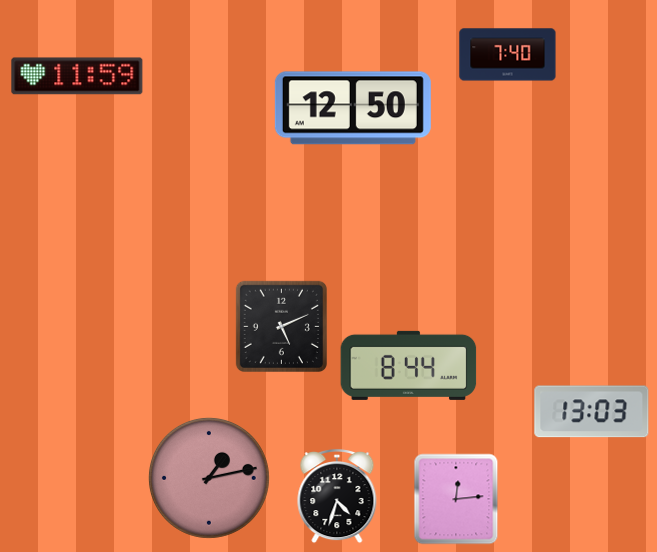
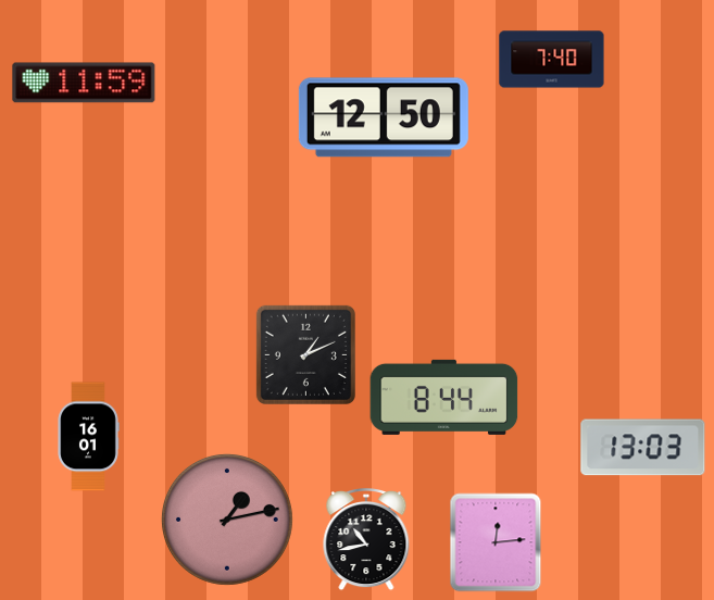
clock at (281, 326): 5:11 -> 1:11
clock at (88, 437): none -> 16:01
clock at (337, 496): 4:33 -> 10:43
